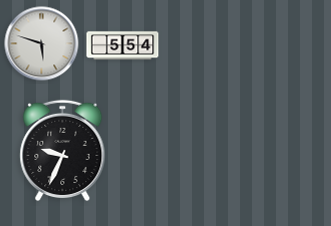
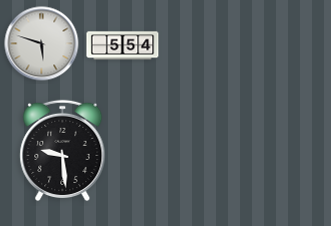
clock at (63, 150): 9:34 -> 9:29
